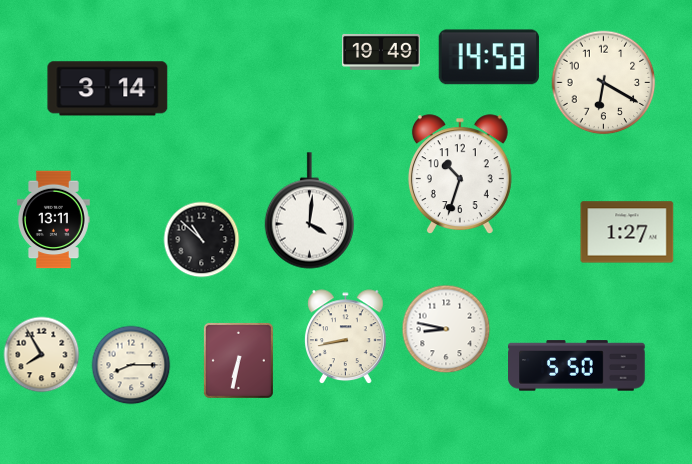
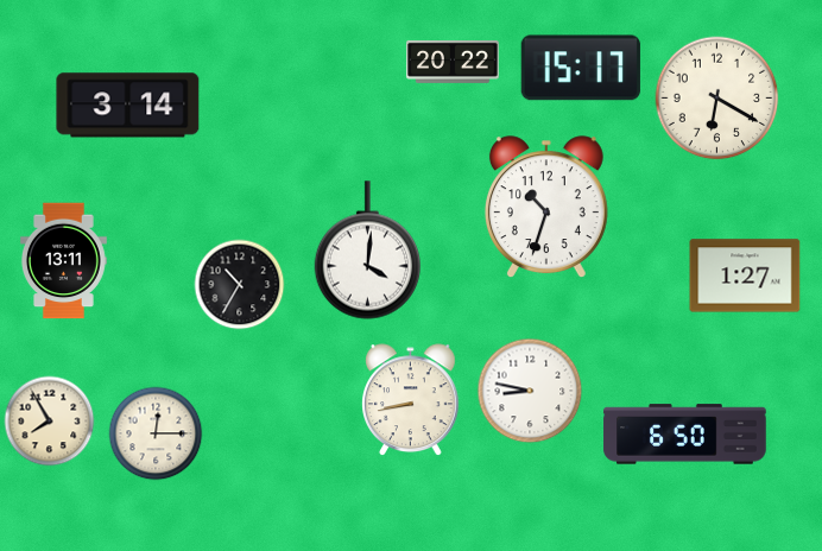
clock at (381, 52): 19:49 -> 20:22
clock at (489, 57): 14:58 -> 15:17
clock at (202, 240): 10:52 -> 10:35
clock at (238, 360): 6:32 -> none
clock at (131, 365): 8:15 -> 12:15
clock at (577, 366): 5:50 -> 6:50
